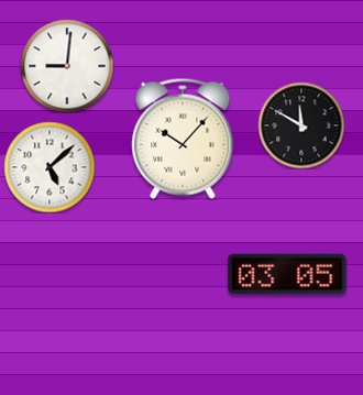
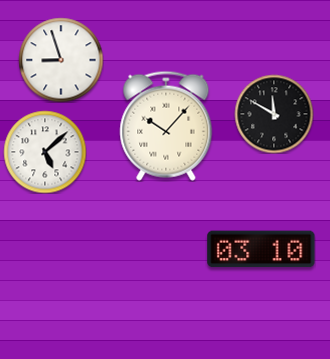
clock at (67, 66): 9:01 -> 8:57
clock at (287, 274): 03:05 -> 03:10
